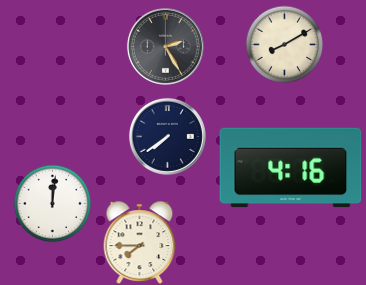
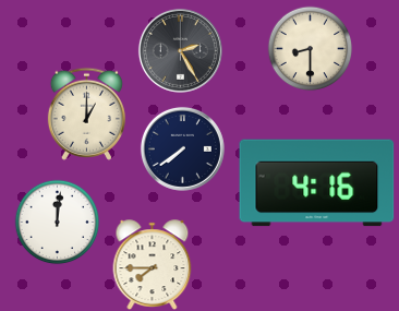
clock at (284, 44): 8:10 -> 8:30
clock at (86, 113): none -> 1:00
